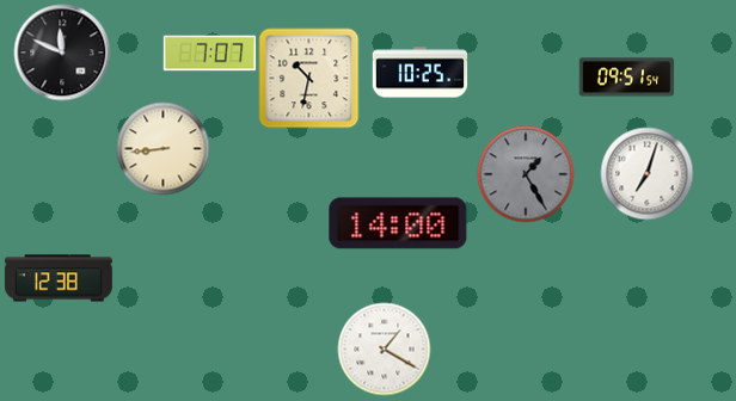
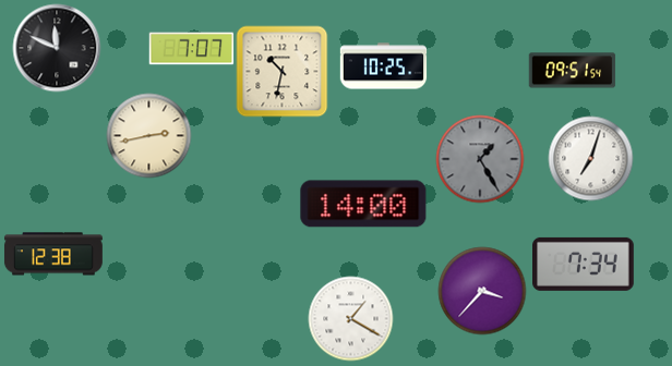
clock at (162, 148): 8:44 -> 2:43
clock at (584, 264): none -> 7:34
clock at (482, 291): none -> 3:37
